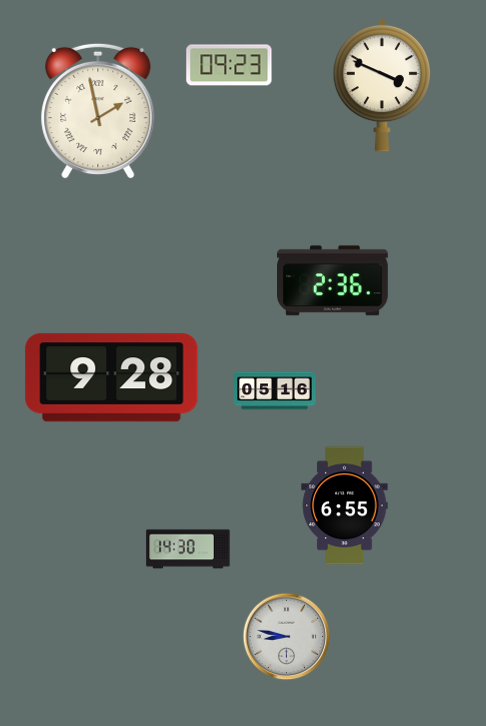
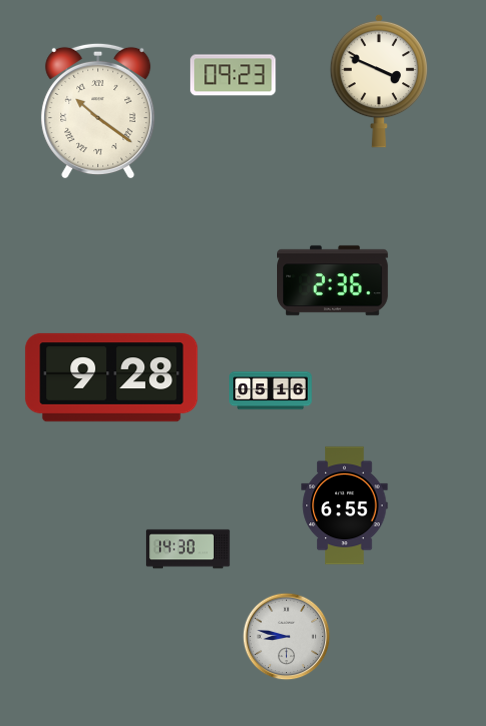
clock at (229, 65) position: (229, 65) -> (233, 75)
clock at (381, 85) position: (381, 85) -> (378, 81)
clock at (98, 111): 1:58 -> 10:21
clock at (275, 391) position: (275, 391) -> (271, 391)
